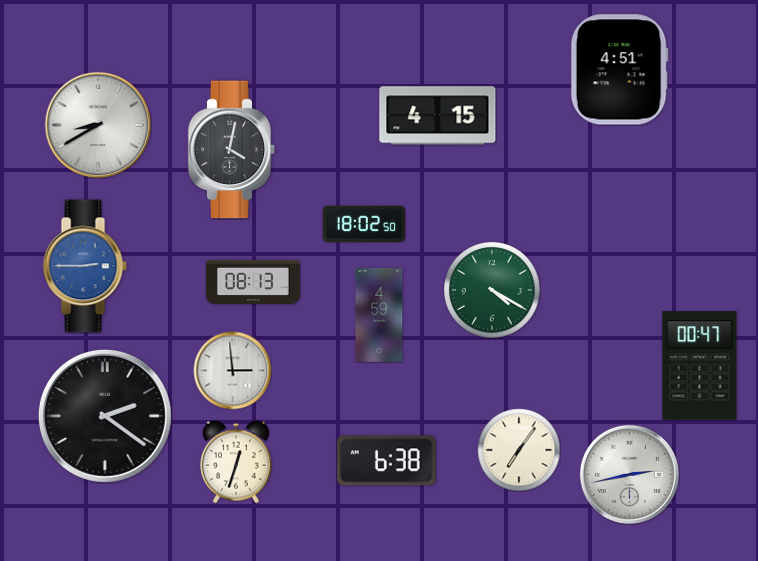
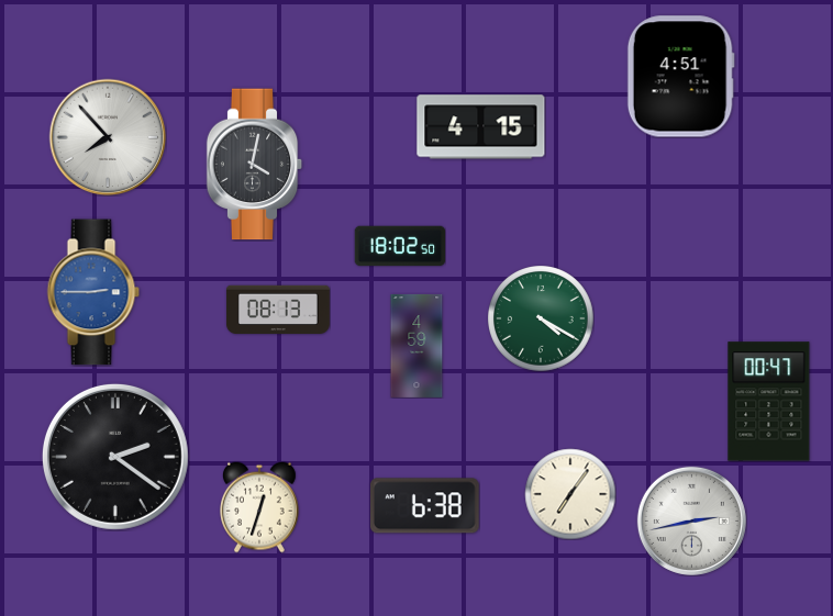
clock at (98, 125): 8:40 -> 7:53
clock at (232, 370): 2:59 -> none
